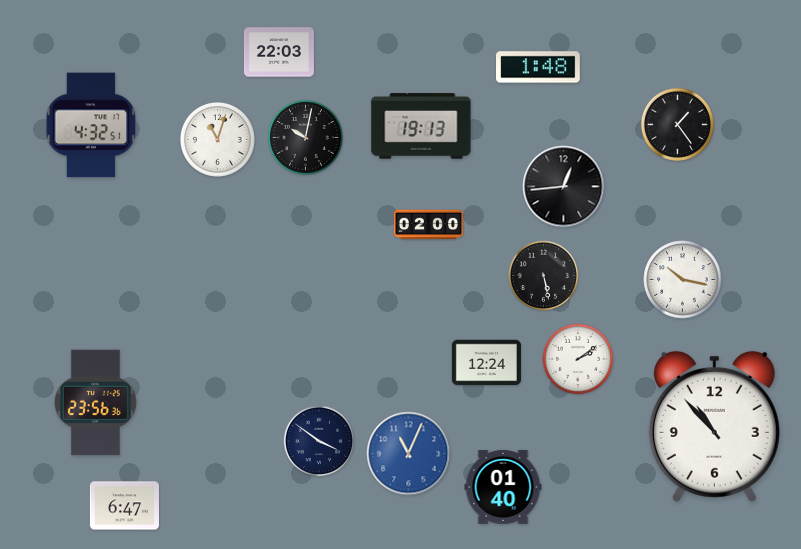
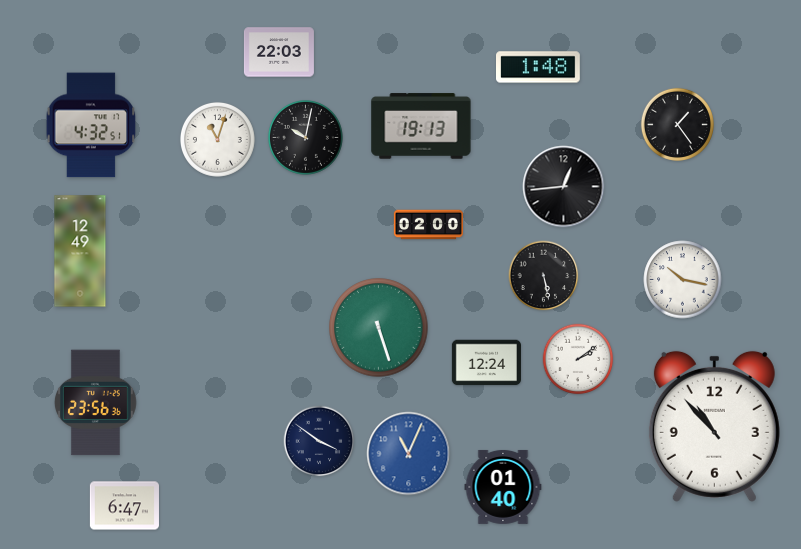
clock at (80, 251): none -> 12:49
clock at (379, 328): none -> 5:27
